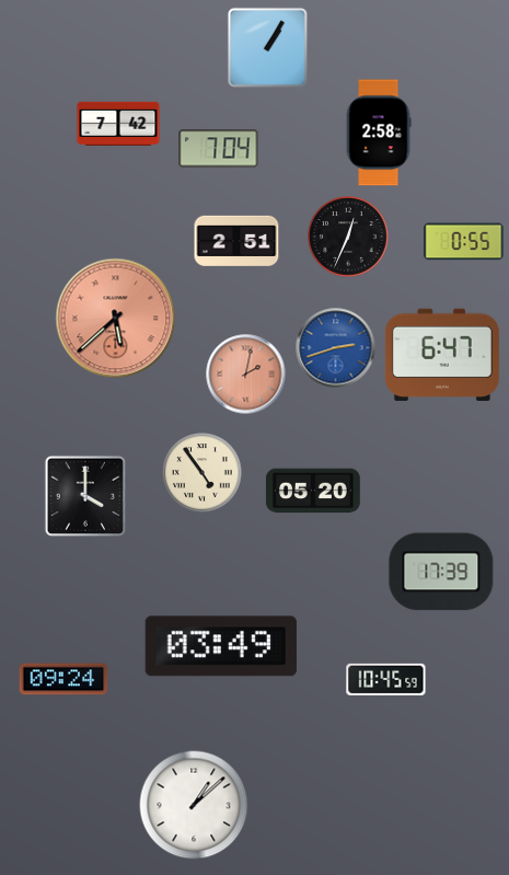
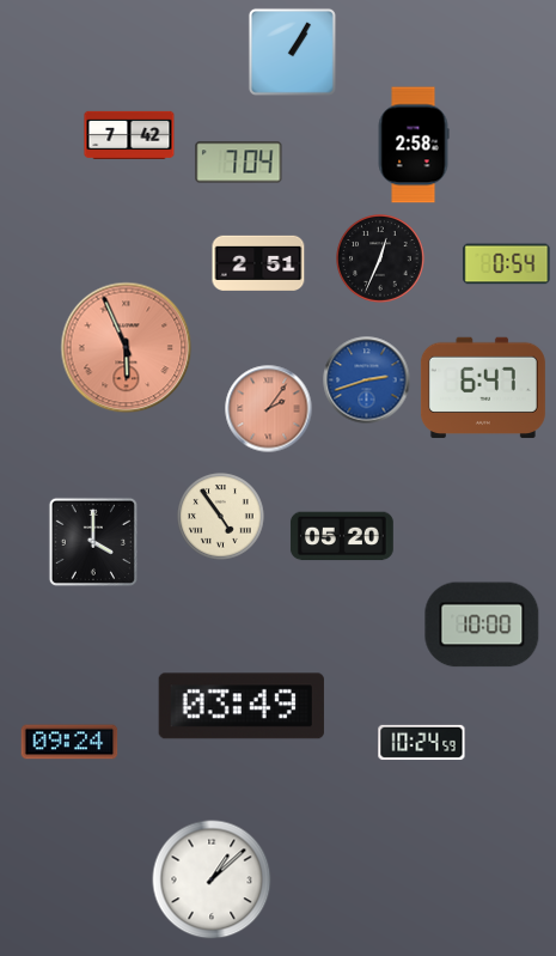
clock at (464, 242): 0:55 -> 0:54
clock at (116, 319): 5:38 -> 5:56
clock at (246, 375): 2:02 -> 2:06
clock at (441, 572): 17:39 -> 10:00
clock at (386, 679): 10:45 -> 10:24
